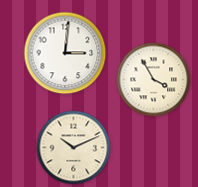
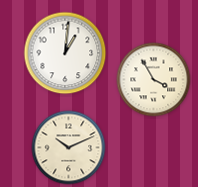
clock at (65, 53): 3:01 -> 1:01
clock at (74, 148) position: (74, 148) -> (69, 148)
